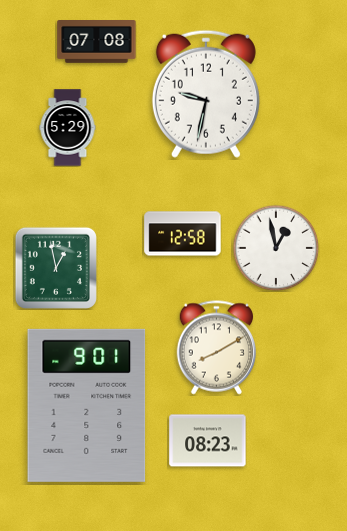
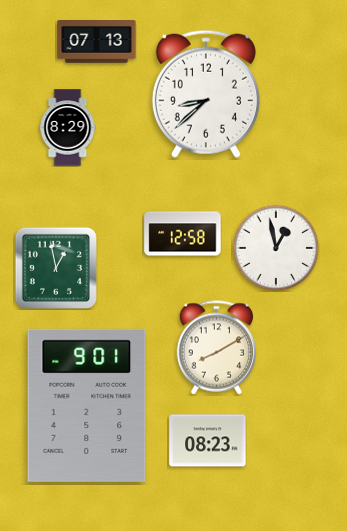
clock at (97, 42): 07:08 -> 07:13
clock at (206, 94): 9:32 -> 8:38
clock at (68, 128): 5:29 -> 8:29
